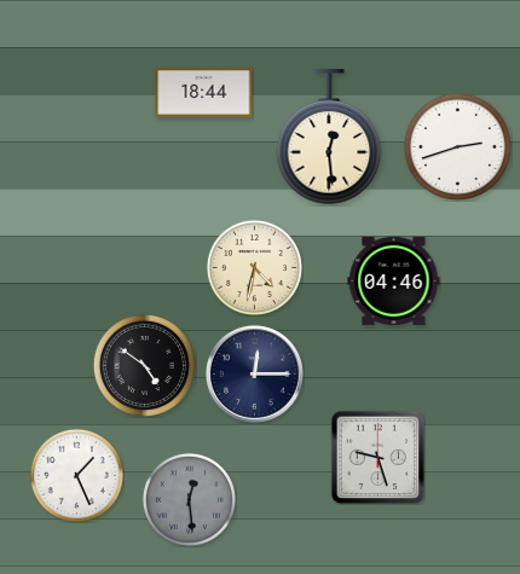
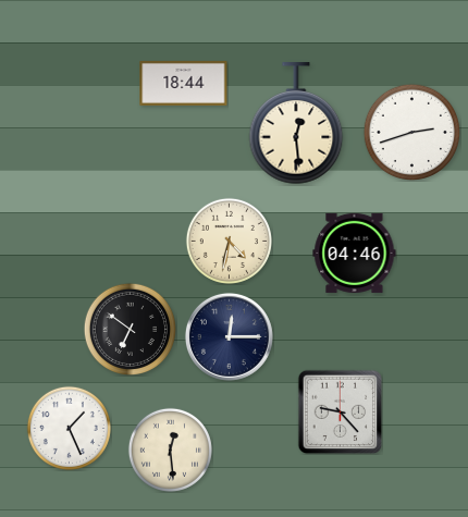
clock at (144, 365): 4:51 -> 6:51
clock at (377, 457): 9:27 -> 9:23
clock at (189, 499) dial: grey -> cream
